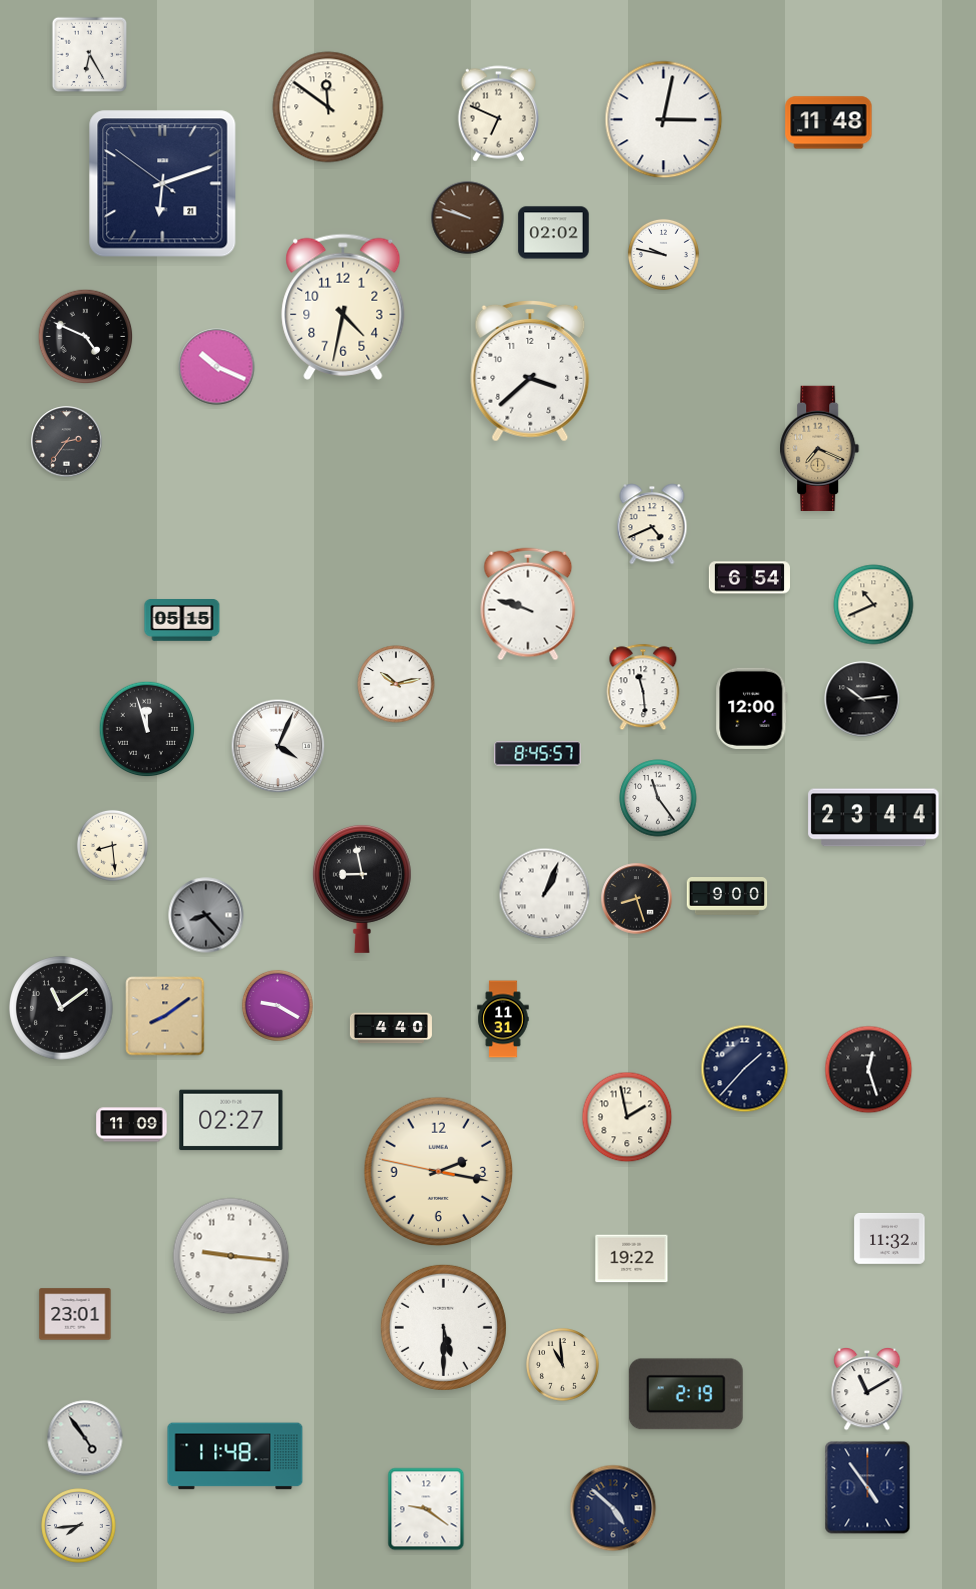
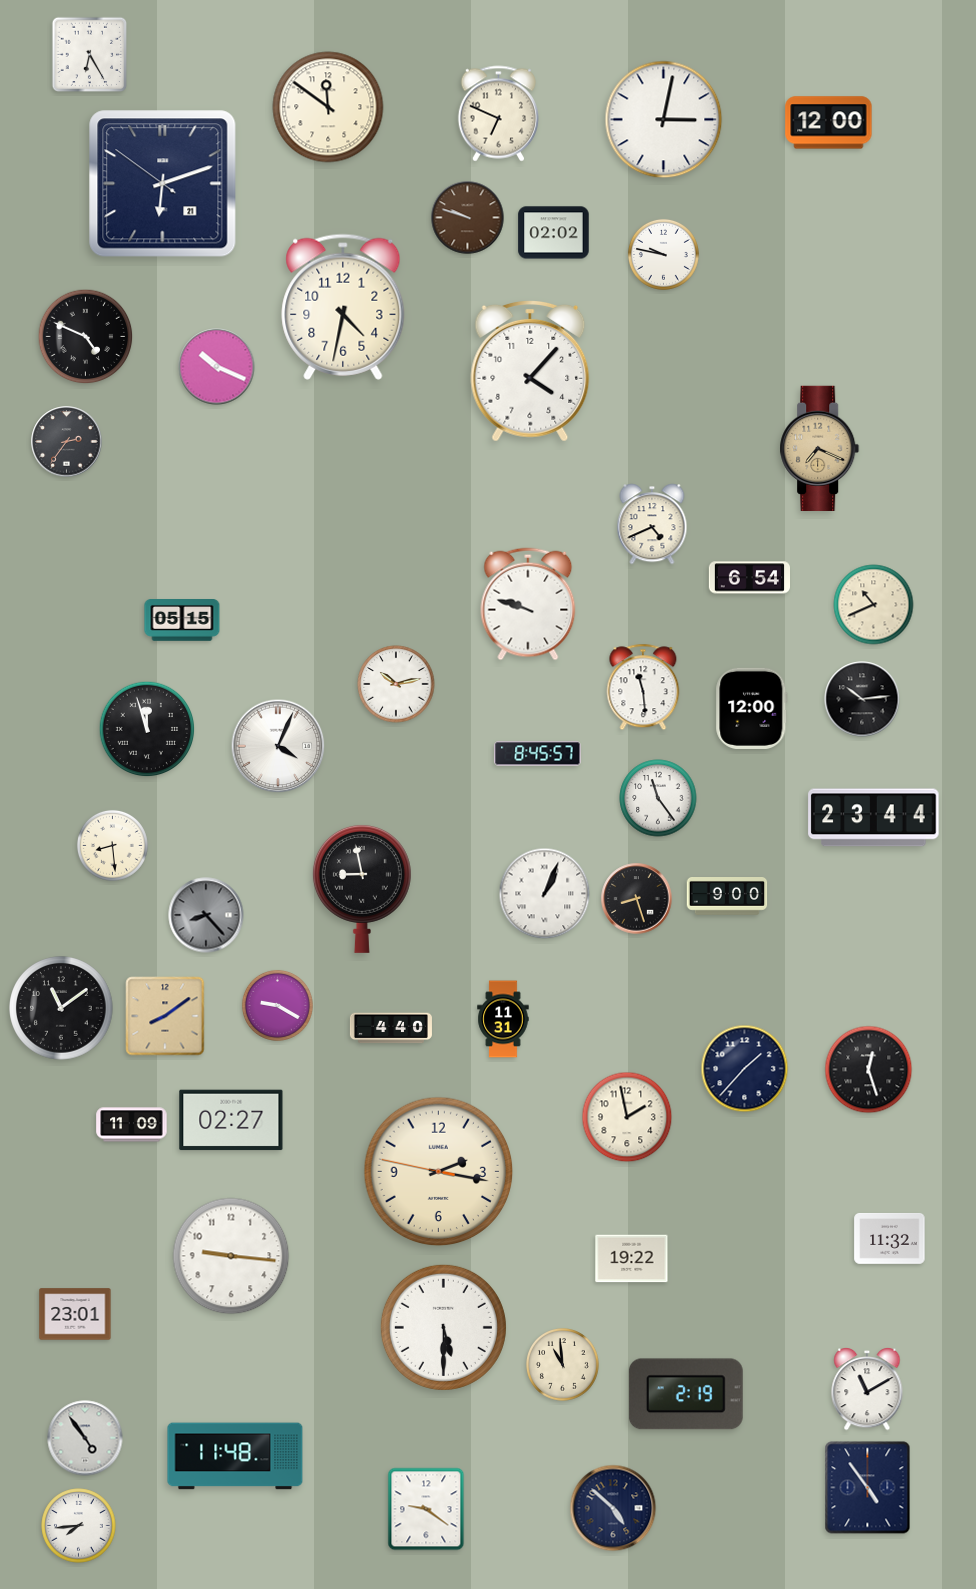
clock at (829, 123): 11:48 -> 12:00
clock at (530, 371): 3:38 -> 4:07
